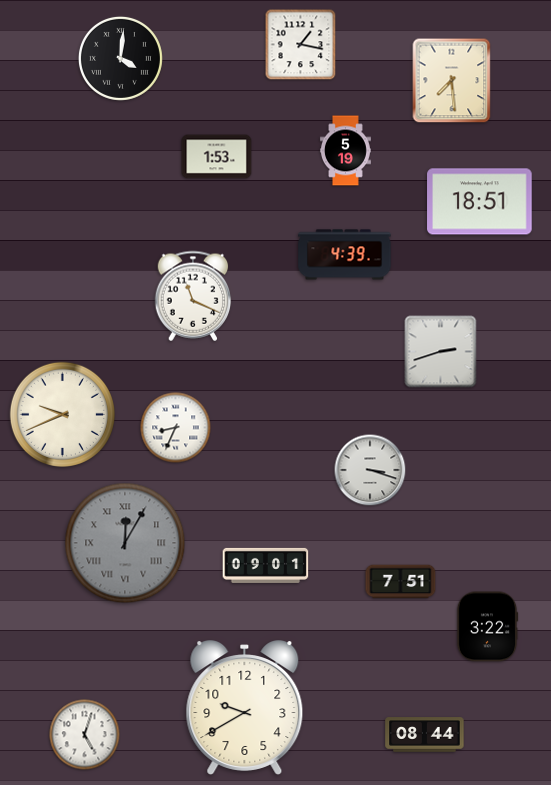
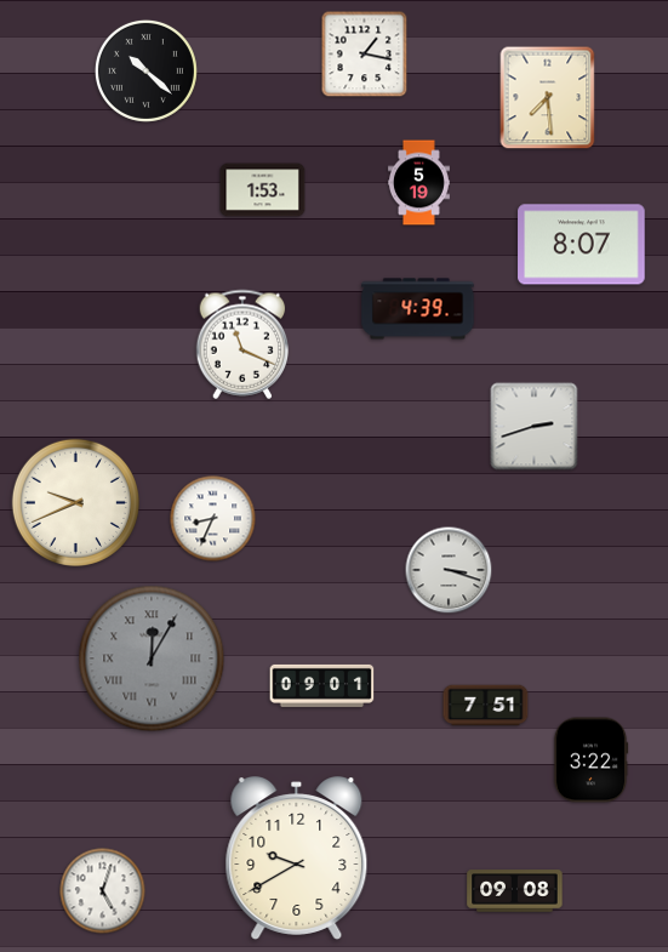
clock at (120, 58): 4:01 -> 10:22
clock at (480, 202): 18:51 -> 8:07
clock at (193, 296) position: (193, 296) -> (242, 344)
clock at (425, 735): 08:44 -> 09:08
